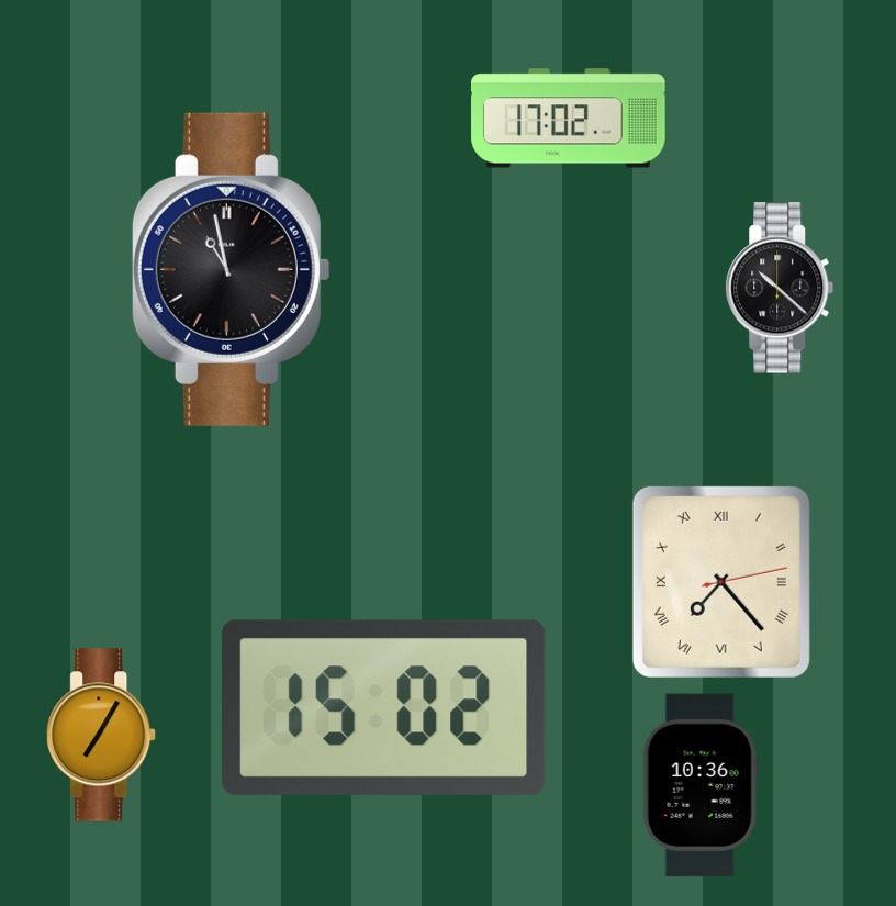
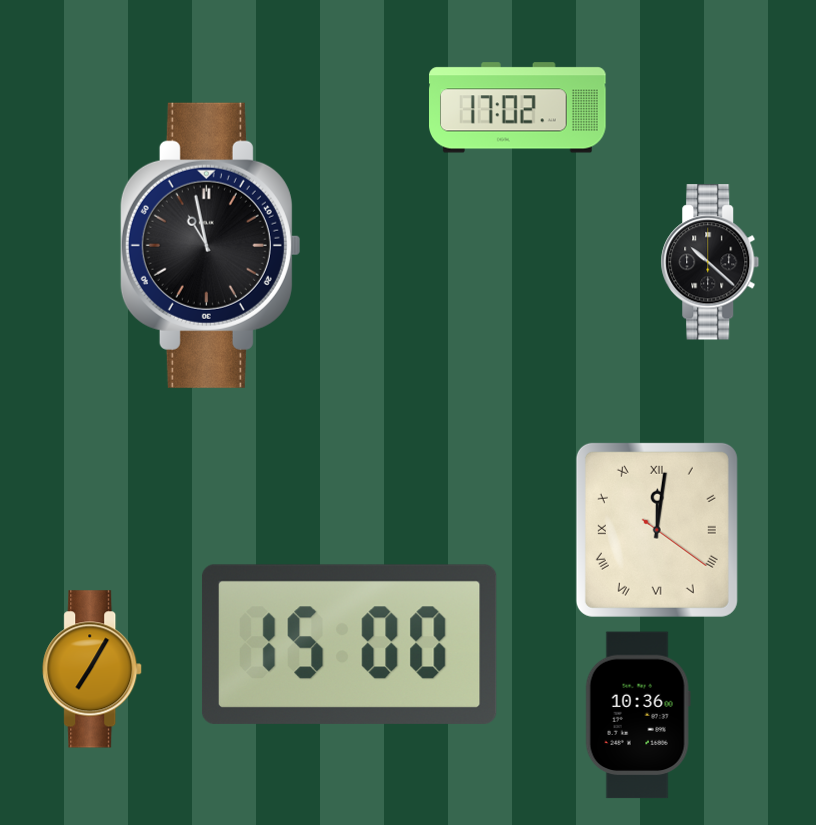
clock at (721, 582): 7:23 -> 12:01
clock at (383, 707): 15:02 -> 15:00
